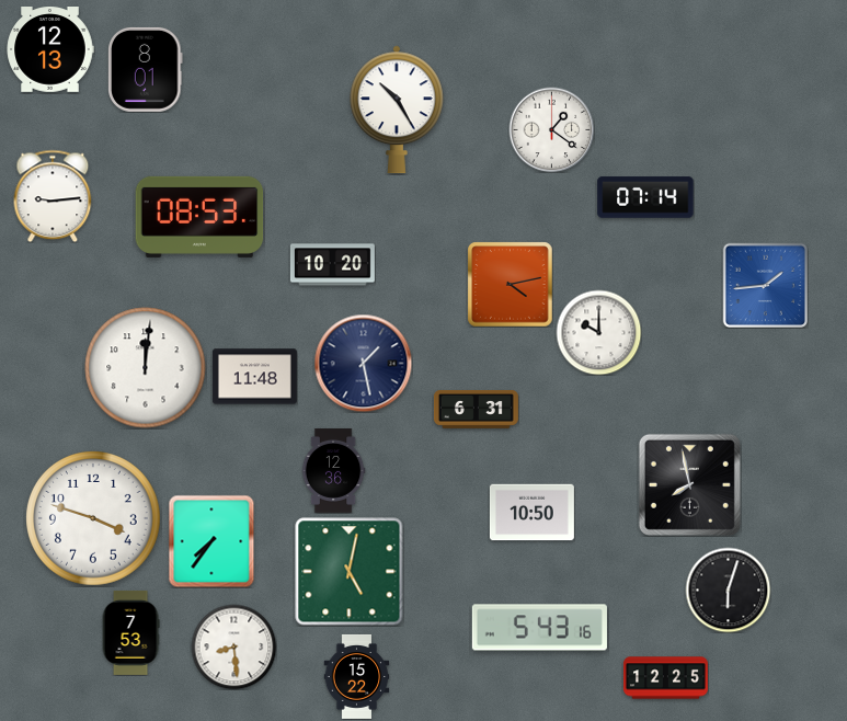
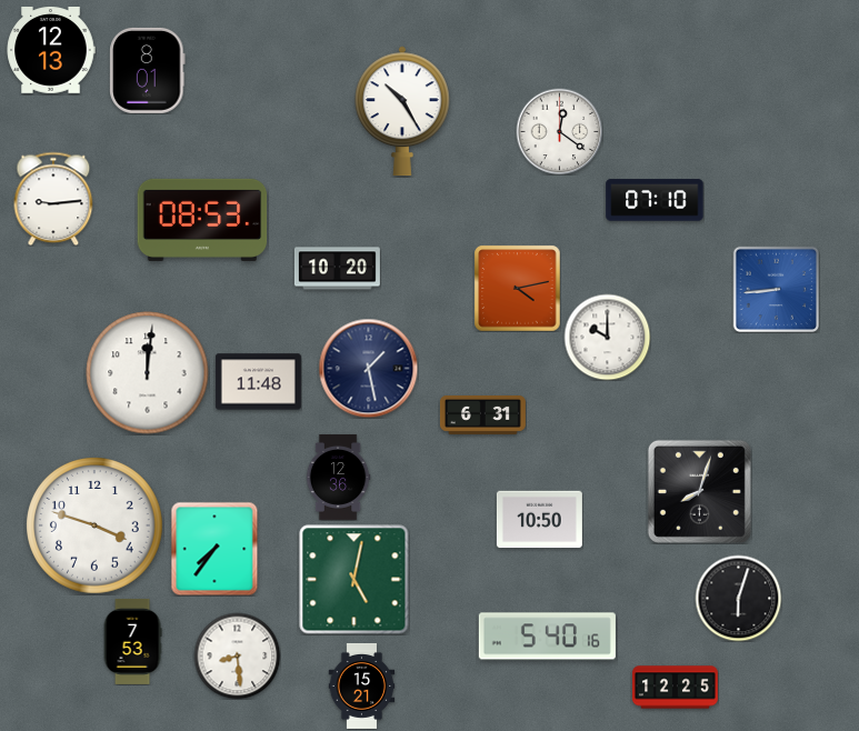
clock at (551, 129): 1:21 -> 12:21
clock at (645, 197): 07:14 -> 07:10
clock at (765, 285): 1:44 -> 8:44
clock at (689, 484): 7:58 -> 8:03
clock at (539, 628): 5:43 -> 5:40
clock at (357, 676): 15:22 -> 15:21
